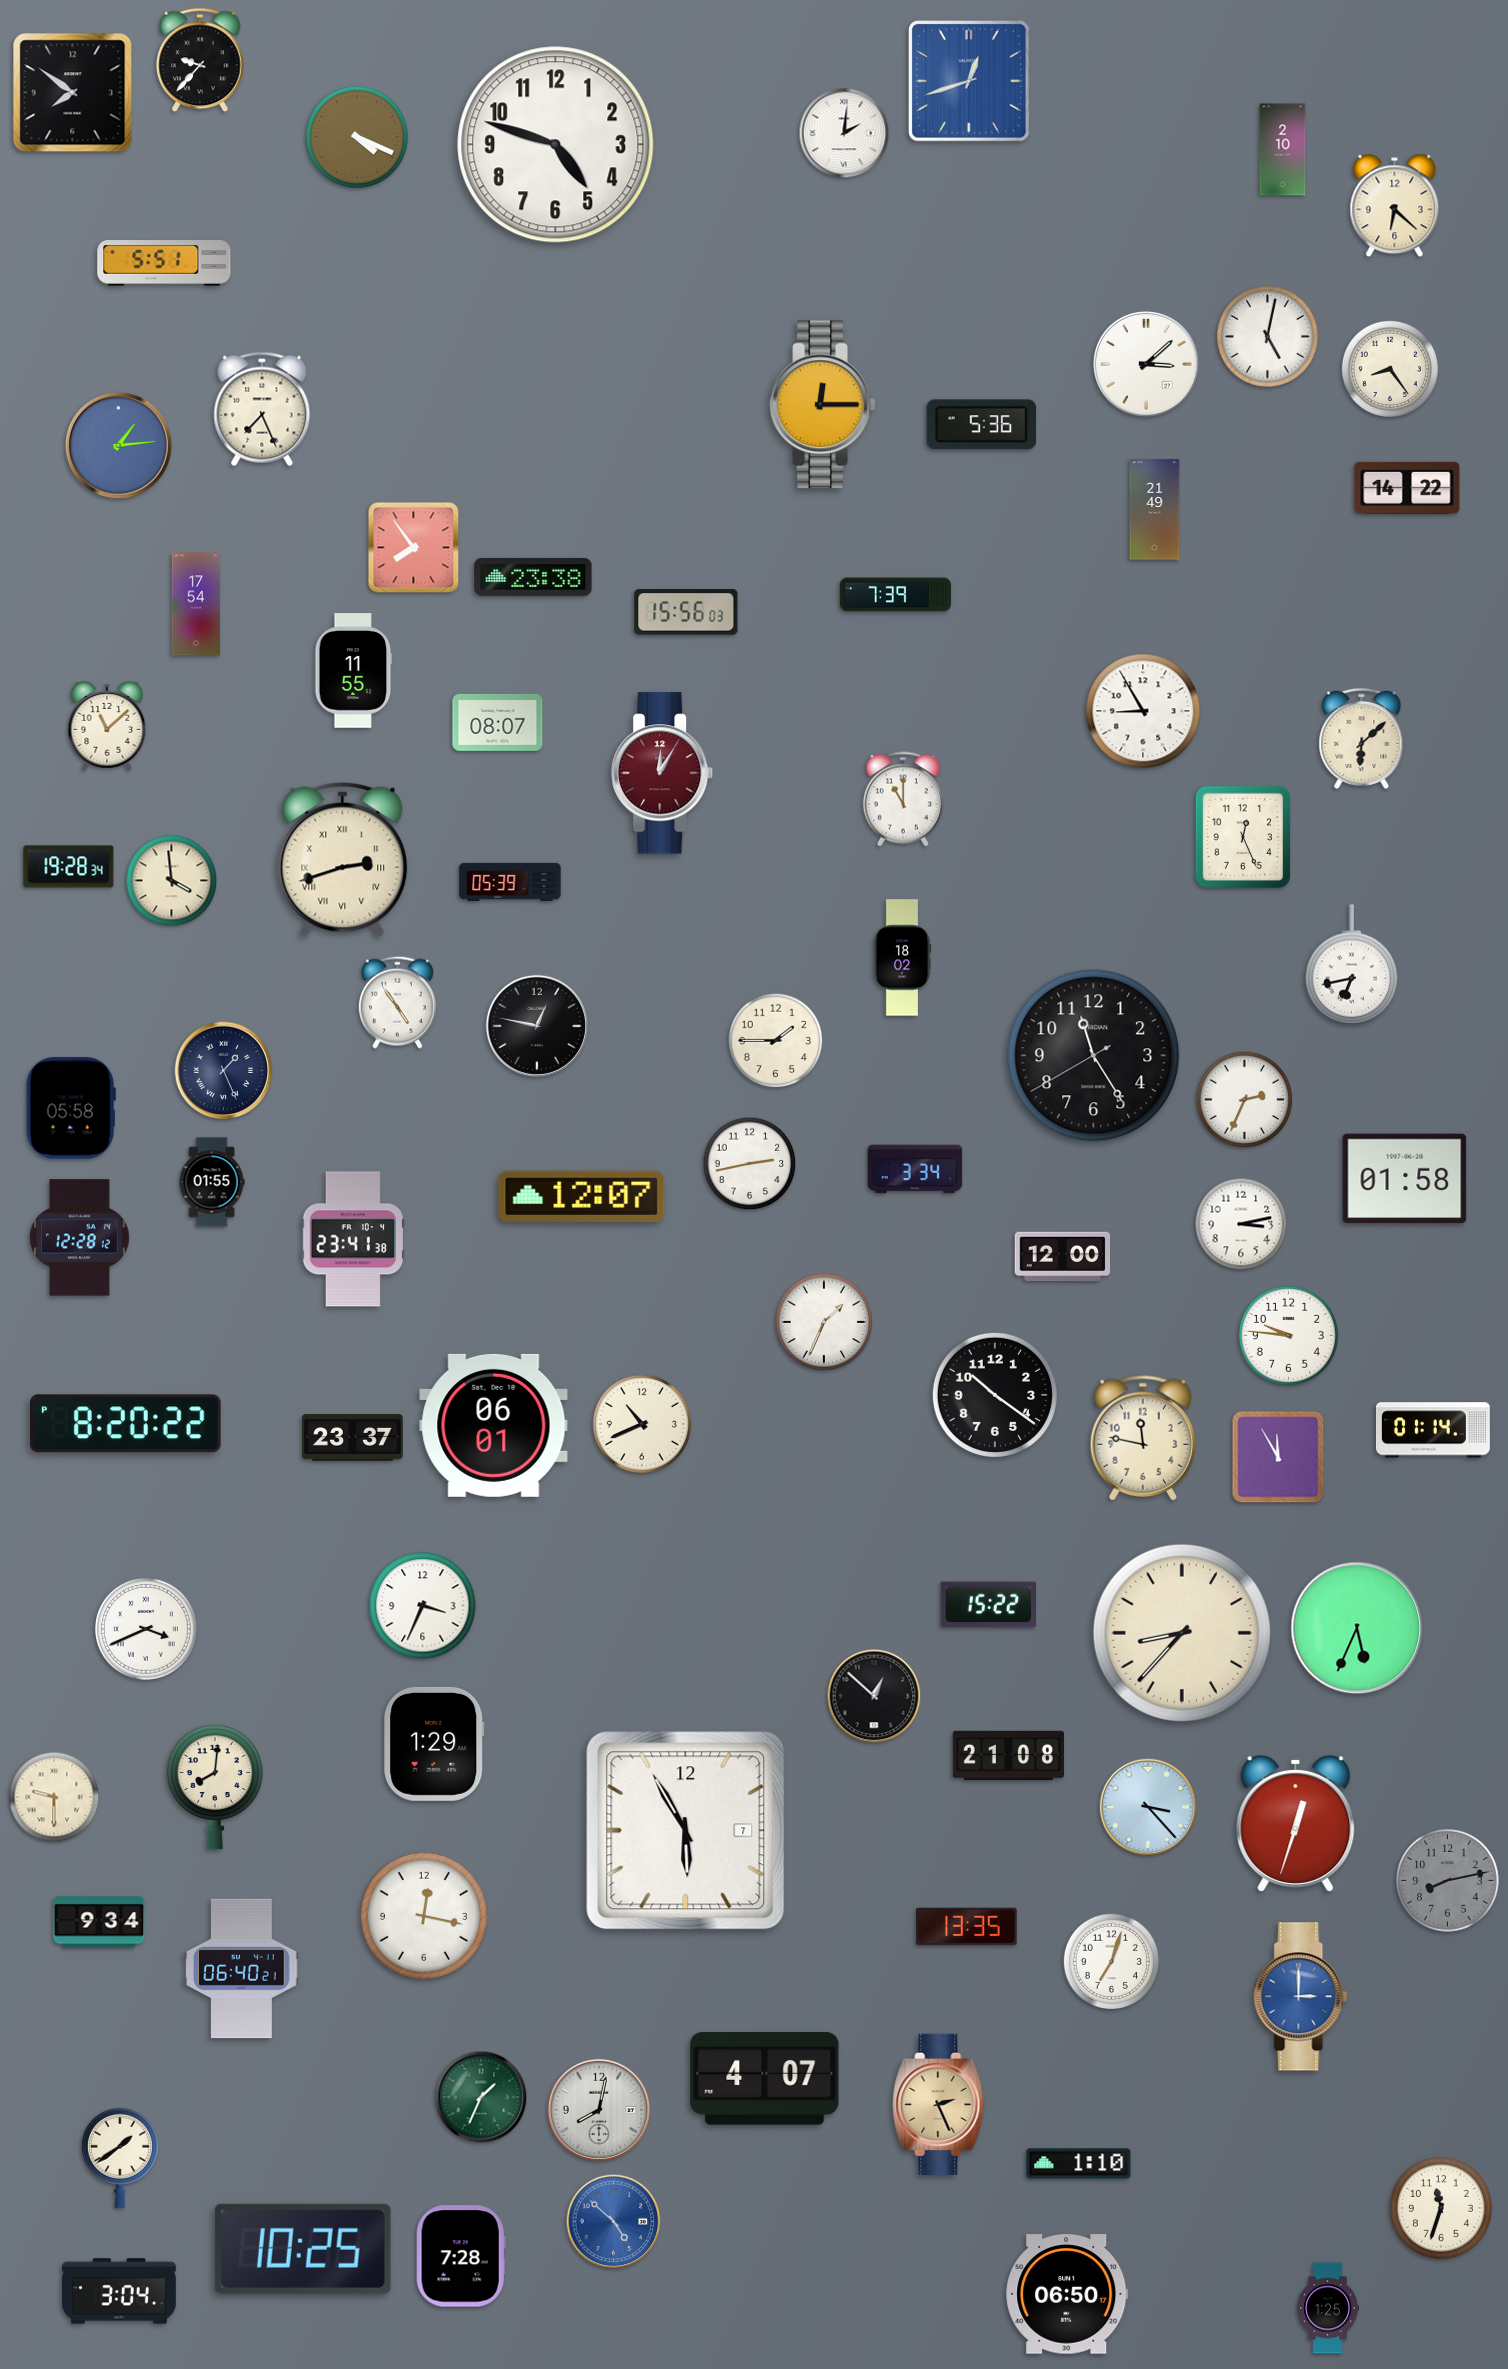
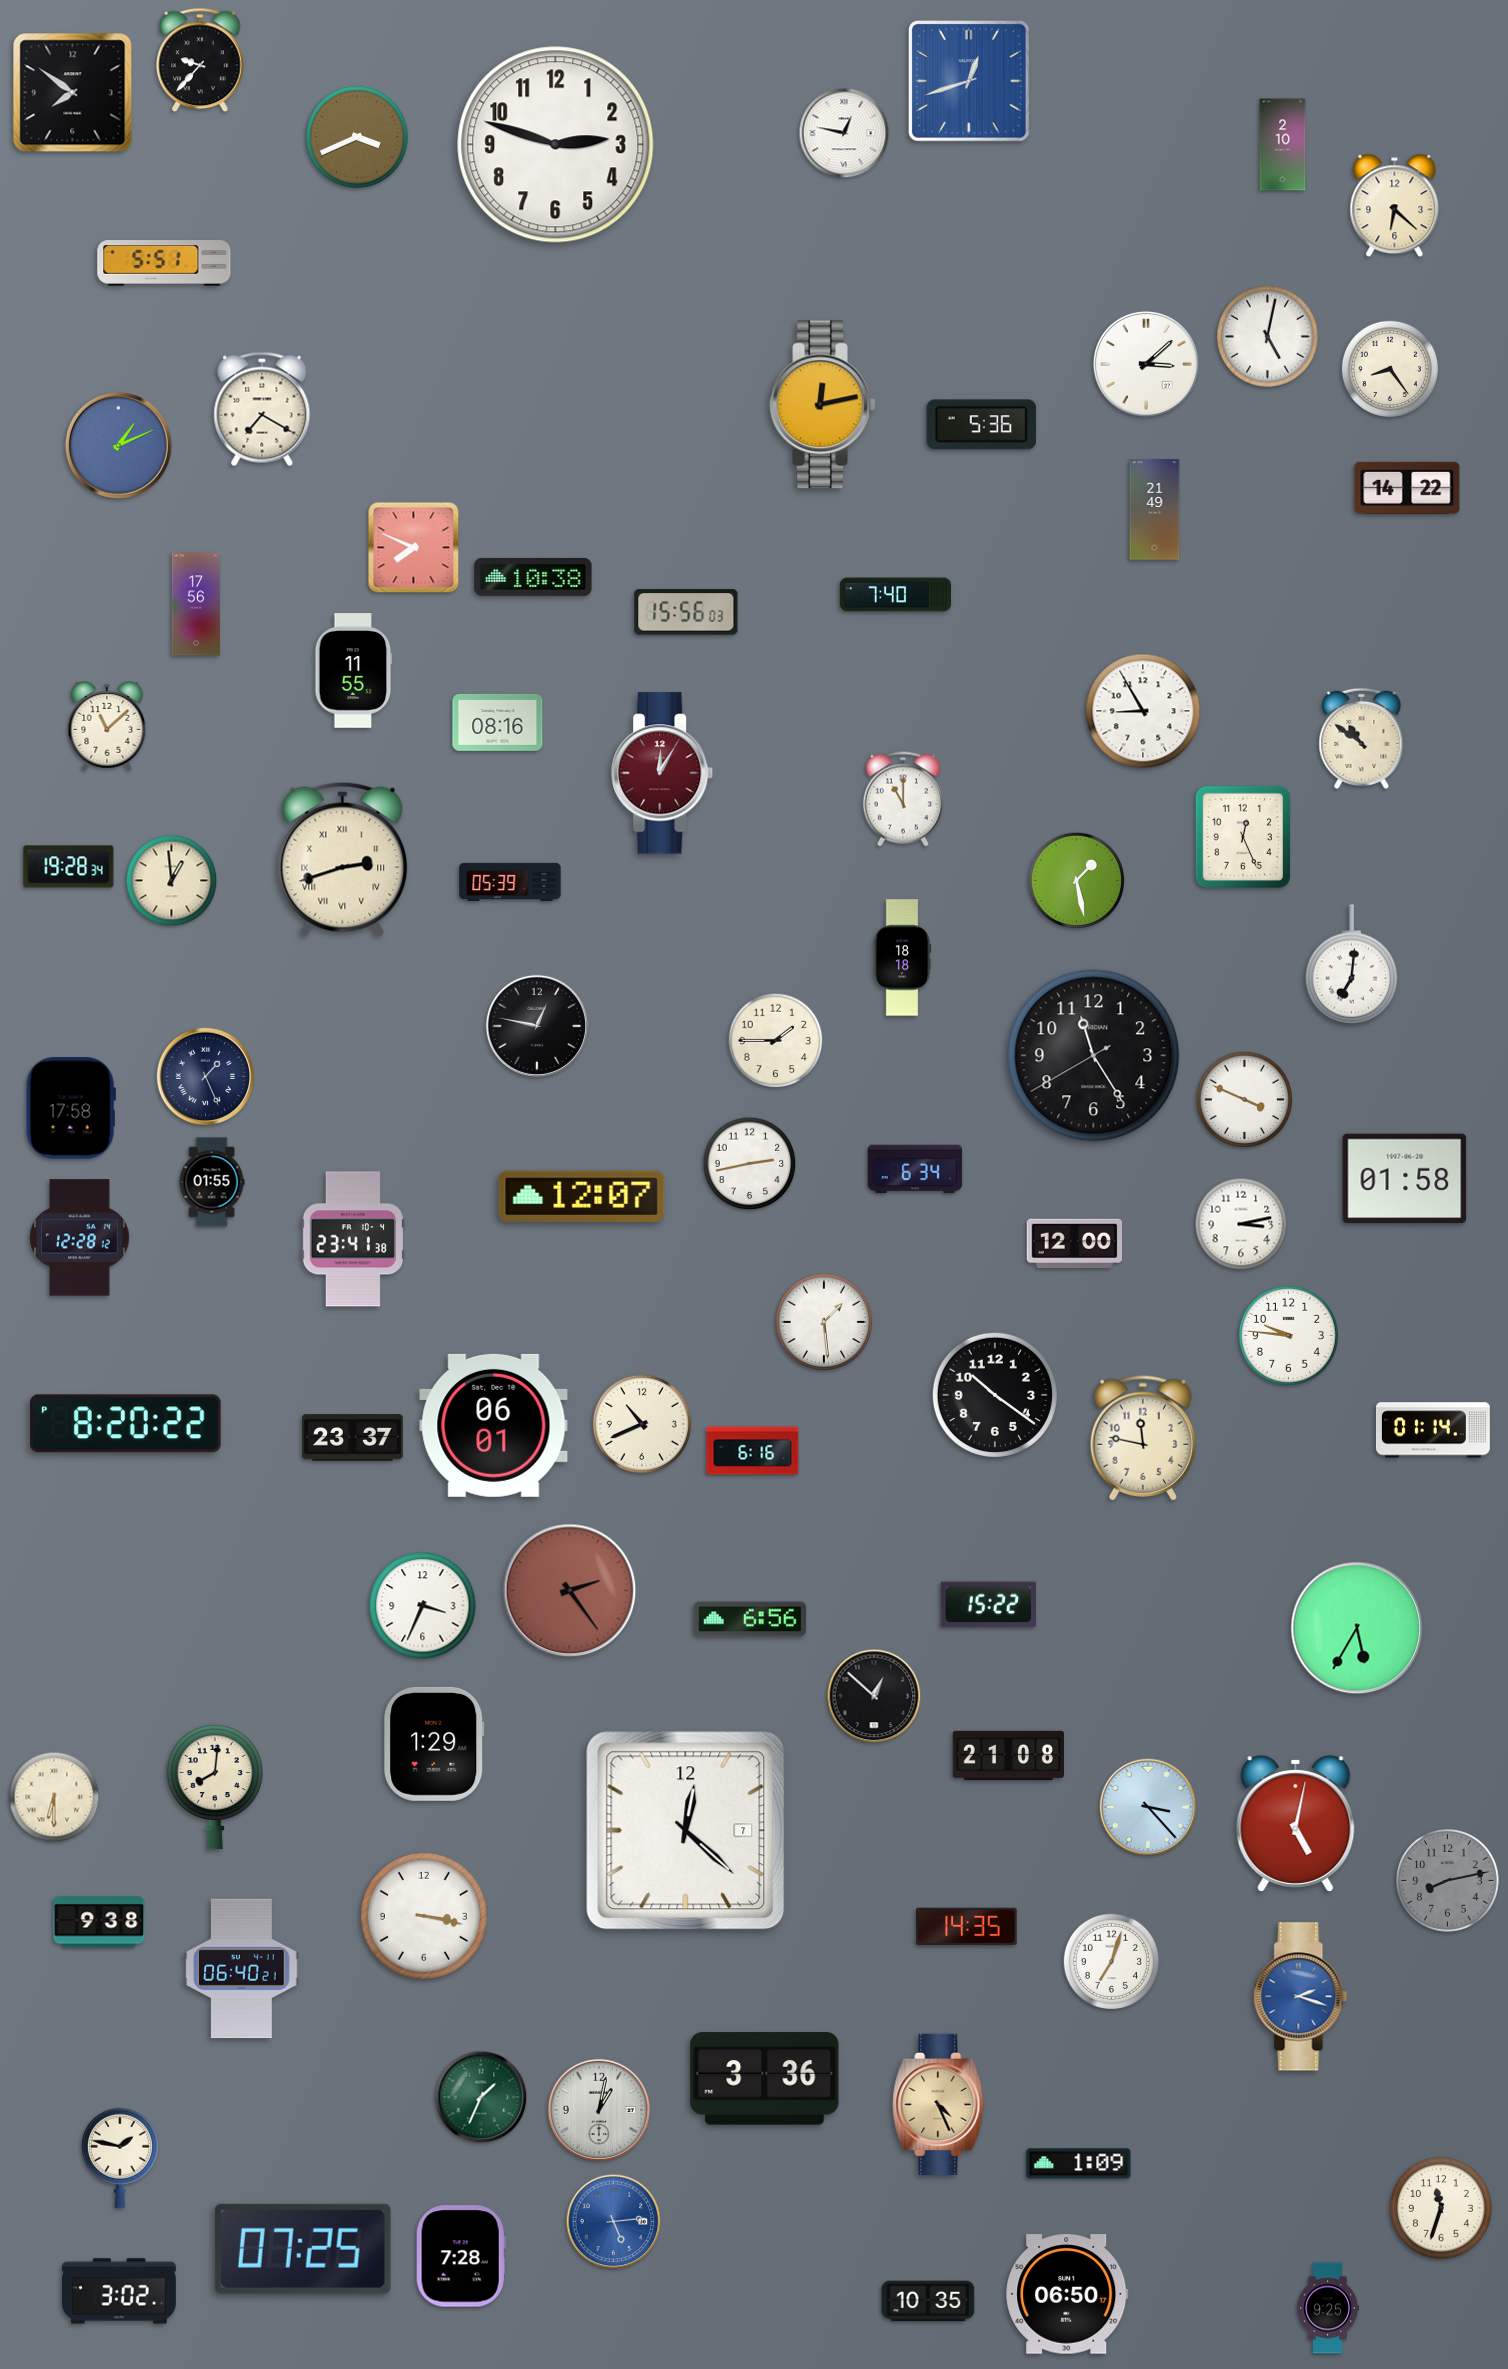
clock at (844, 133): 2:01 -> 12:47
clock at (358, 138): 4:19 -> 3:41
clock at (556, 145): 4:48 -> 2:48
clock at (1283, 150) position: (1283, 150) -> (1283, 145)
clock at (823, 405): 12:15 -> 12:13
clock at (262, 409): 7:26 -> 7:20
clock at (118, 445): 1:14 -> 1:11
clock at (414, 548): 7:54 -> 7:49
clock at (533, 577): 23:38 -> 10:38
clock at (896, 595): 7:39 -> 7:40
clock at (196, 604): 17:54 -> 17:56
clock at (498, 722): 08:07 -> 08:16
clock at (1362, 738): 6:08 -> 10:51
clock at (172, 881): 3:59 -> 12:59
clock at (1077, 881): none -> 1:28
clock at (902, 958): 18:02 -> 18:18
clock at (1352, 965): 6:43 -> 7:01
clock at (397, 1002): 4:54 -> none
clock at (224, 1071) position: (224, 1071) -> (206, 1077)
clock at (1245, 1100): 2:34 -> 3:49
clock at (71, 1108): 05:58 -> 17:58
clock at (915, 1169): 3:34 -> 6:34
clock at (1063, 1257) position: (1063, 1257) -> (1075, 1244)
clock at (823, 1321): 1:34 -> 1:29
clock at (753, 1451): none -> 6:16
clock at (1278, 1457): 11:55 -> none
clock at (570, 1591): none -> 2:24
clock at (750, 1619): none -> 6:56
clock at (1357, 1628): 5:34 -> 5:35
clock at (147, 1630): 3:41 -> none
clock at (1182, 1633): 8:37 -> none
clock at (54, 1797): 9:30 -> 6:30
clock at (1296, 1823): 12:33 -> 5:02
clock at (686, 1831): 5:55 -> 12:22
clock at (424, 1916): 12:17 -> 3:17
clock at (99, 1922): 9:34 -> 9:38
clock at (967, 1927): 13:35 -> 14:35
clock at (1301, 1997): 3:00 -> 2:18
clock at (765, 2079): 4:07 -> 3:36
clock at (939, 2104): 2:26 -> 4:26
clock at (599, 2110): 8:02 -> 1:02
clock at (120, 2158): 1:39 -> 1:47
clock at (1079, 2164): 1:10 -> 1:09
clock at (614, 2222): 4:52 -> 5:14
clock at (303, 2249): 10:25 -> 07:25
clock at (119, 2291): 3:04 -> 3:02
clock at (928, 2301): none -> 10:35
clock at (1328, 2308): 1:25 -> 9:25
